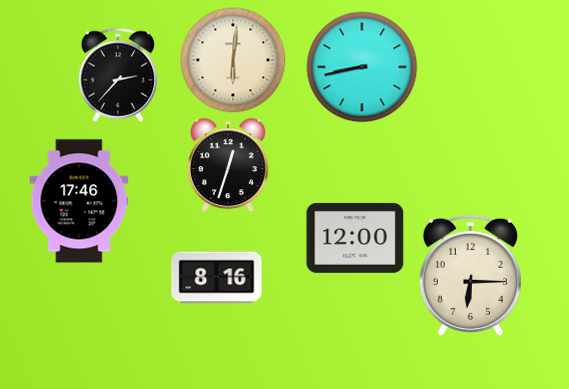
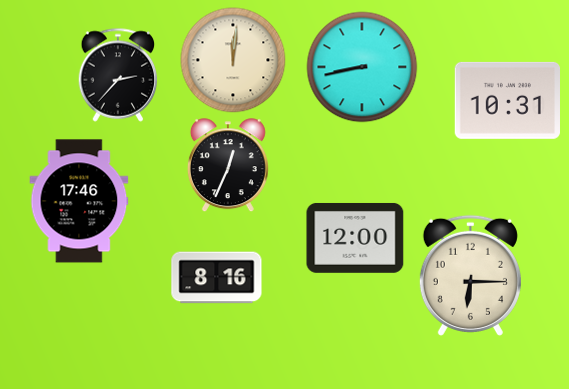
clock at (233, 60): 6:01 -> 12:01
clock at (507, 100): none -> 10:31
clock at (228, 166): 12:33 -> 12:34
